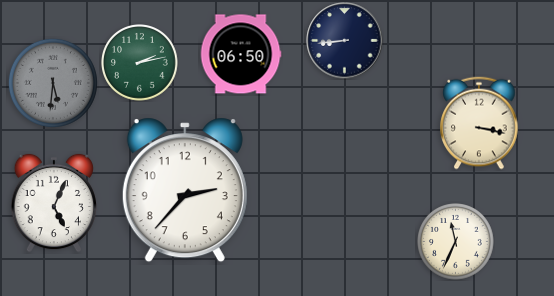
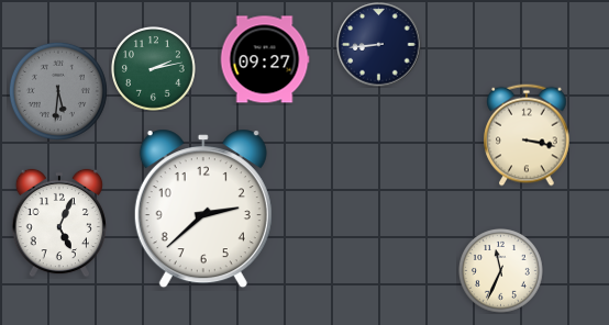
clock at (241, 54): 06:50 -> 09:27
clock at (185, 190): 2:37 -> 2:38
clock at (456, 242) position: (456, 242) -> (501, 271)
